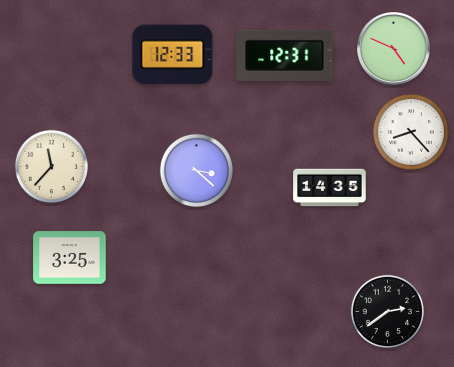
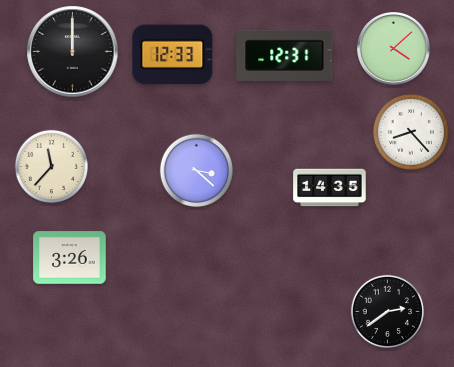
clock at (394, 49): 4:49 -> 4:08
clock at (73, 52): none -> 12:00
clock at (70, 258): 3:25 -> 3:26
